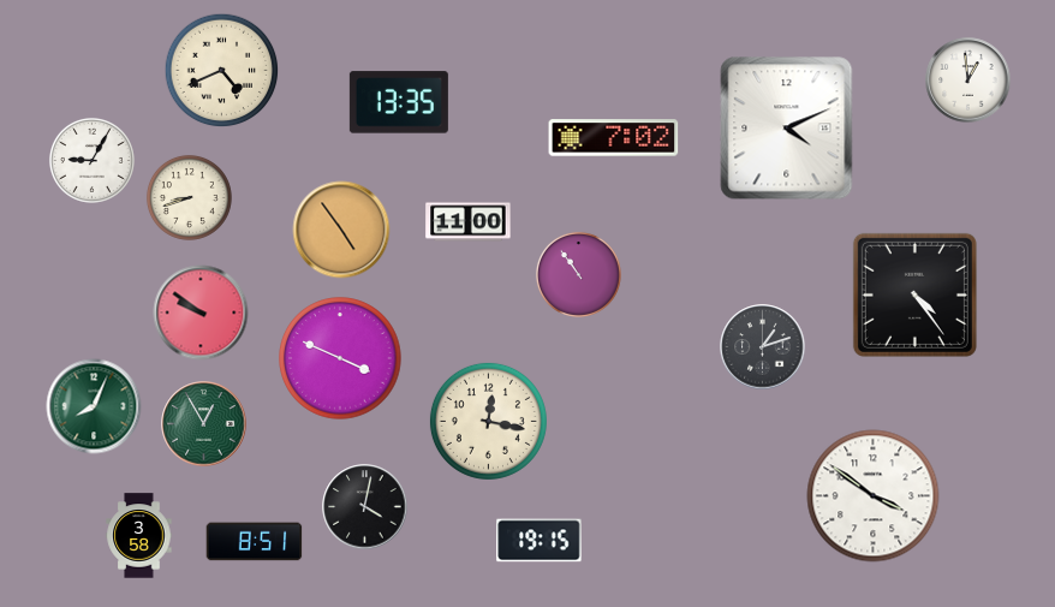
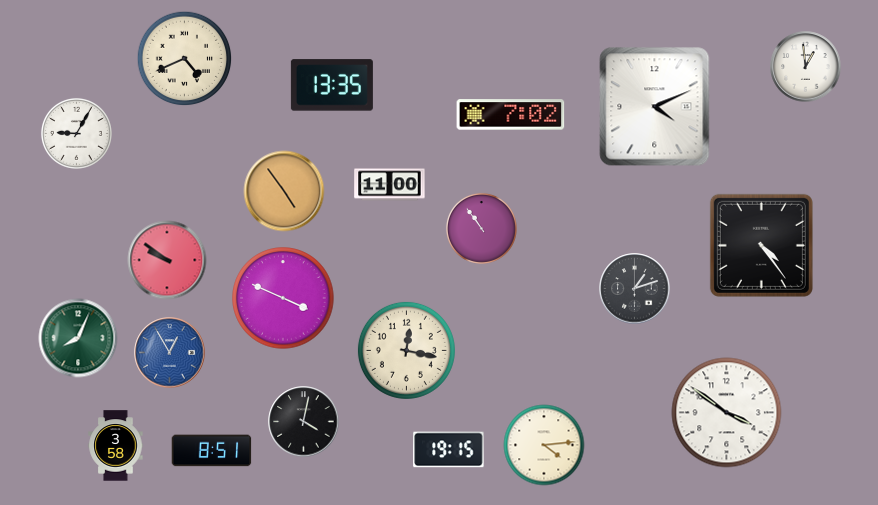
clock at (189, 197): 8:42 -> none
clock at (204, 424) dial: green -> blue
clock at (544, 445): none -> 4:14
